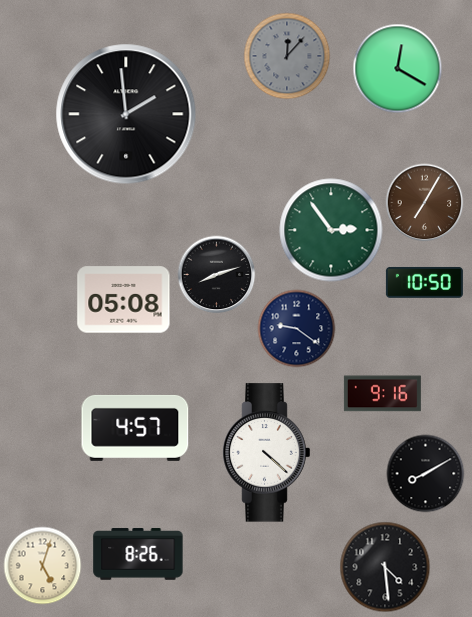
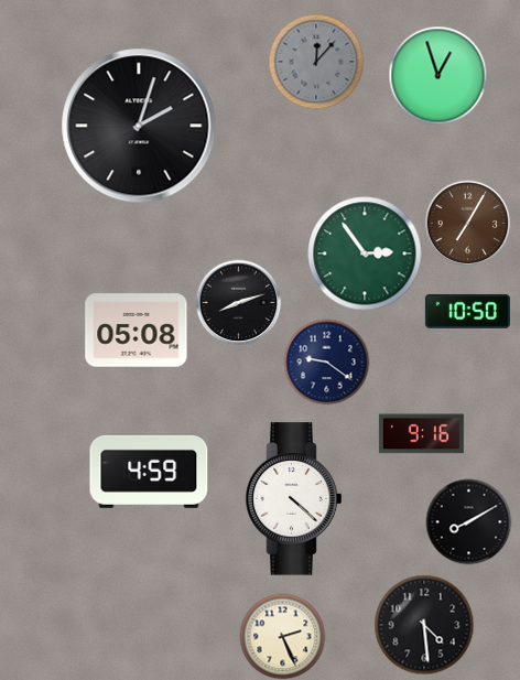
clock at (397, 68): 12:20 -> 12:57
clock at (126, 114): 1:59 -> 2:03
clock at (135, 428): 4:57 -> 4:59
clock at (138, 554): 8:26 -> none
clock at (42, 565): 5:03 -> none
clock at (282, 636): none -> 2:26
